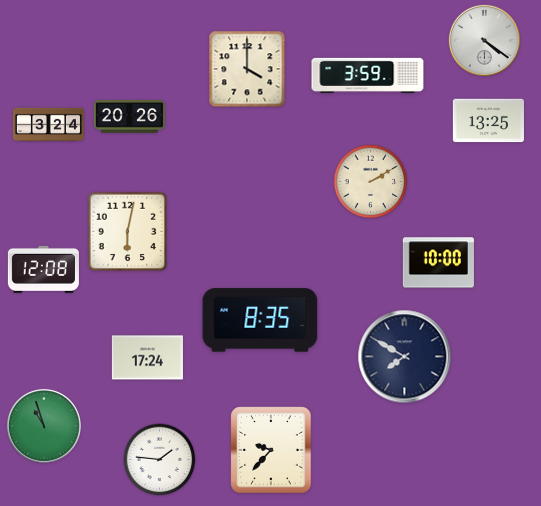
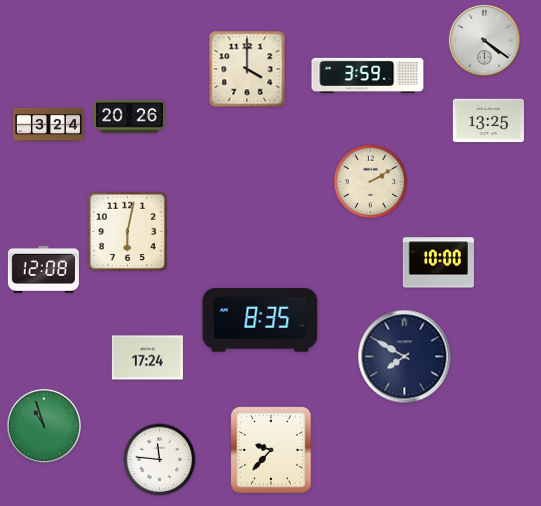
clock at (160, 460): 1:46 -> 11:46
